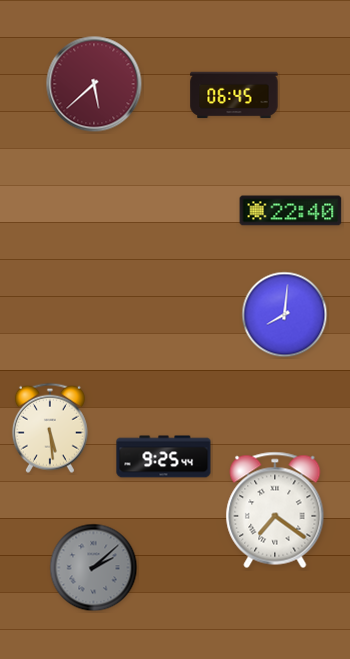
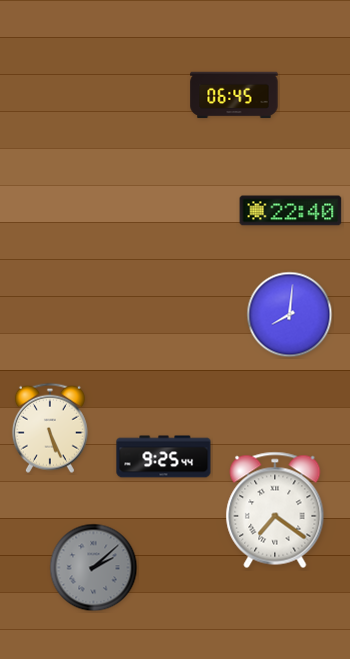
clock at (94, 84): 5:38 -> none
clock at (285, 315) position: (285, 315) -> (290, 315)
clock at (50, 428): 5:29 -> 5:26
